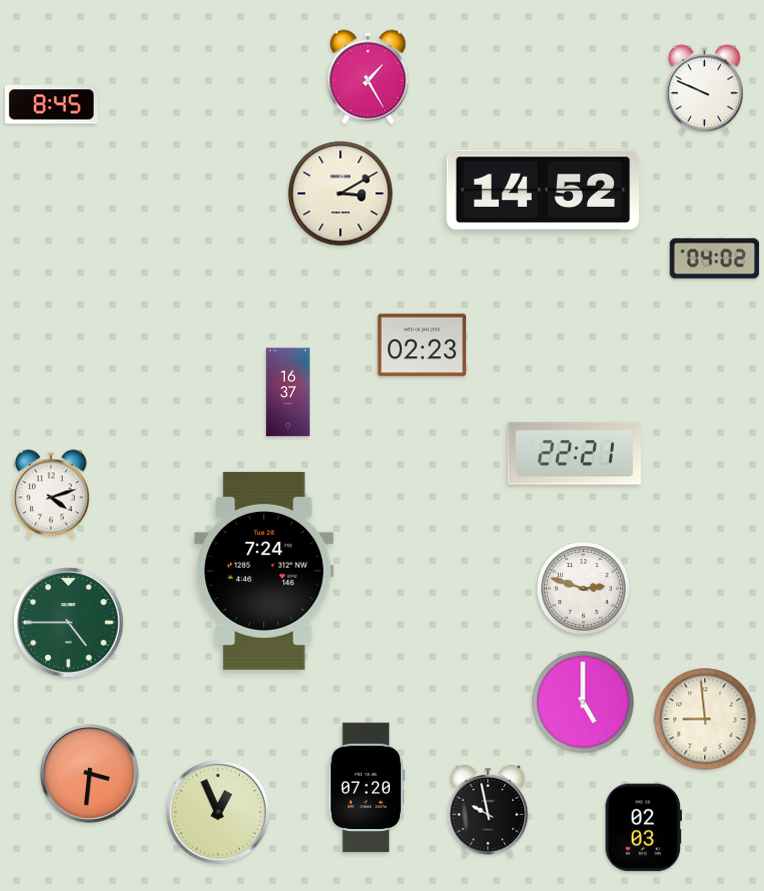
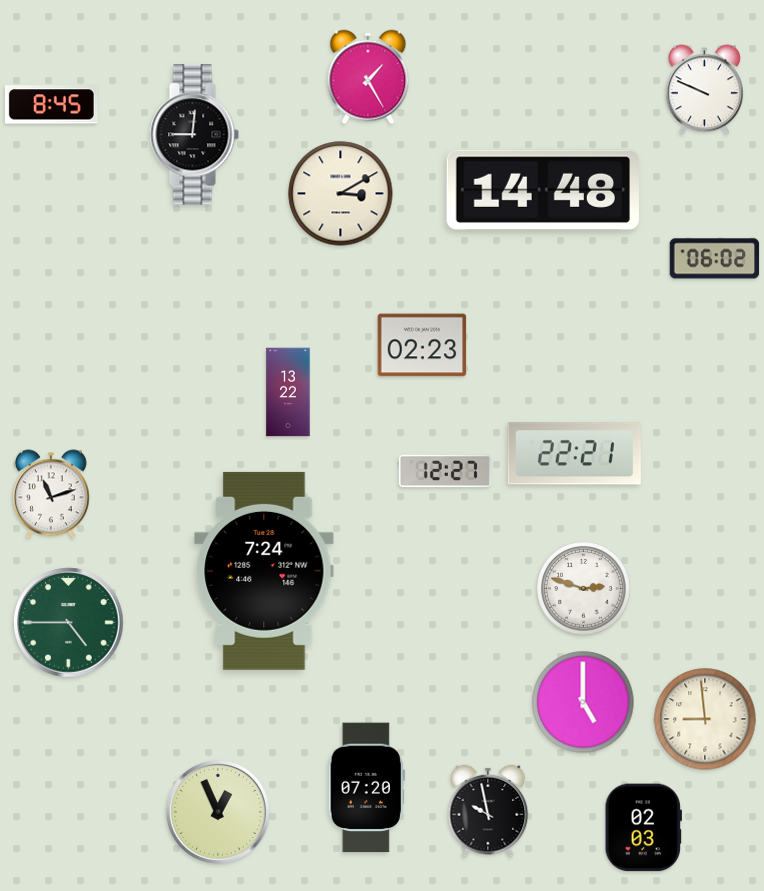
clock at (194, 135): none -> 9:01
clock at (543, 190): 14:52 -> 14:48
clock at (715, 259): 04:02 -> 06:02
clock at (288, 392): 16:37 -> 13:22
clock at (445, 471): none -> 12:27
clock at (51, 494): 4:12 -> 11:12
clock at (90, 774): 3:31 -> none
